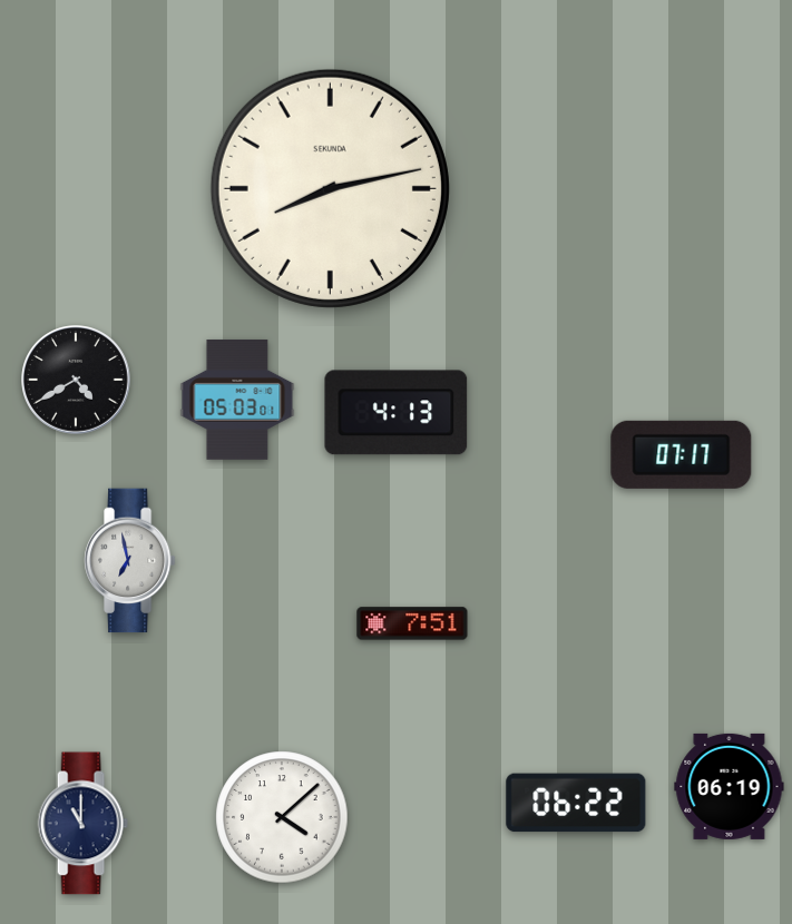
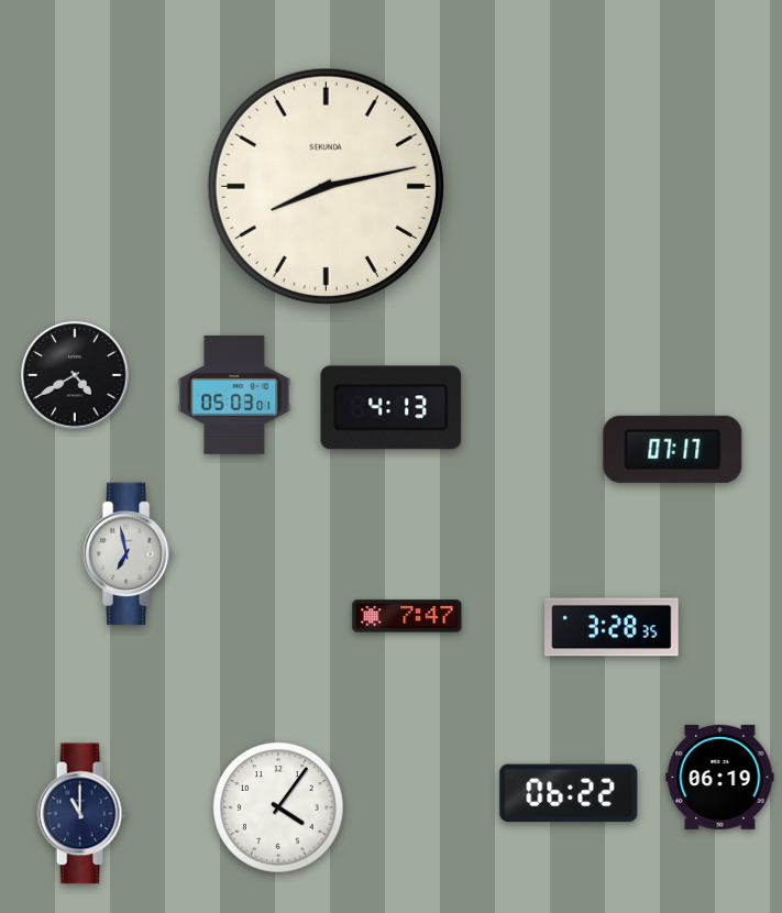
clock at (412, 623): 7:51 -> 7:47
clock at (612, 627): none -> 3:28
clock at (282, 817): 4:08 -> 4:06
